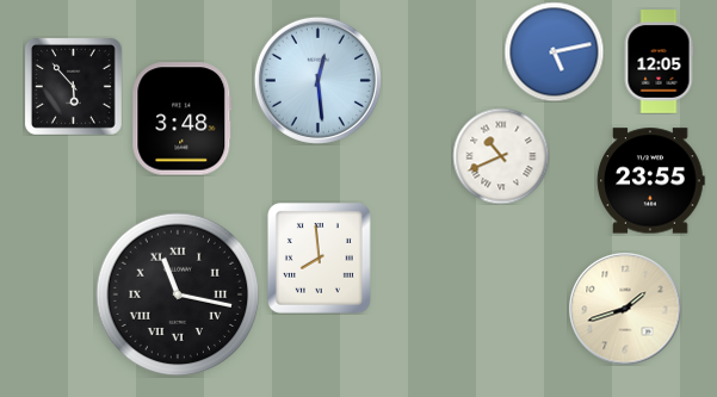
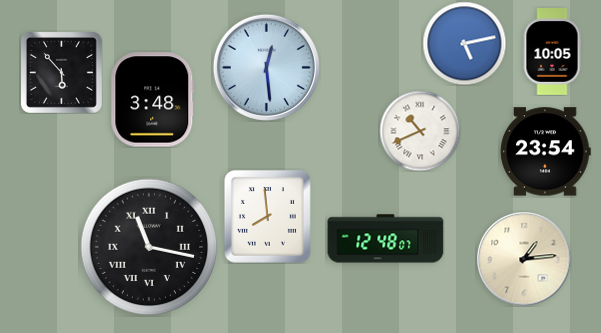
clock at (659, 62): 12:05 -> 10:05
clock at (651, 181): 23:55 -> 23:54
clock at (386, 239): none -> 12:48
clock at (625, 309): 1:42 -> 1:14
